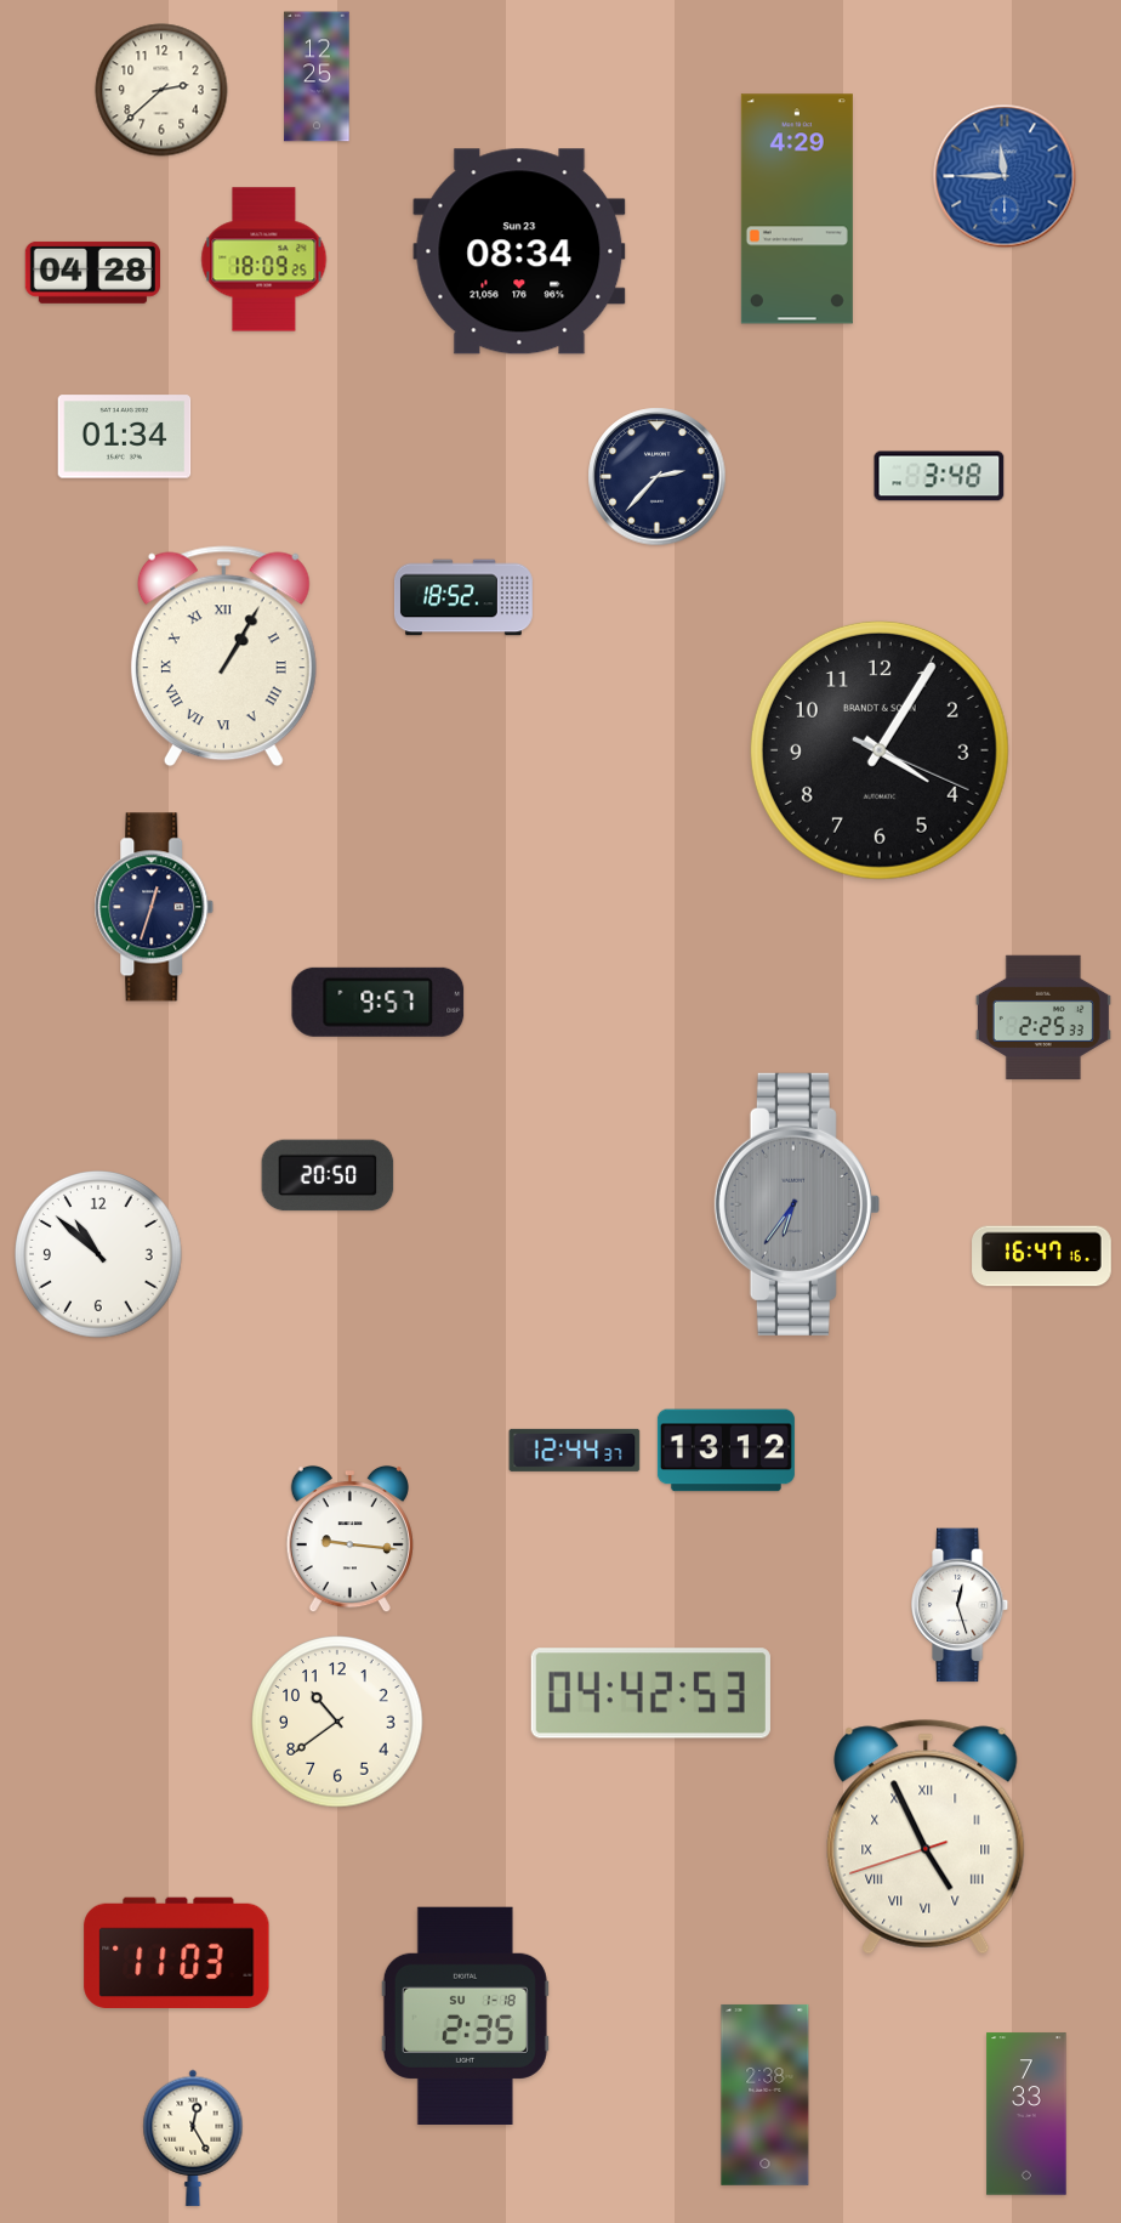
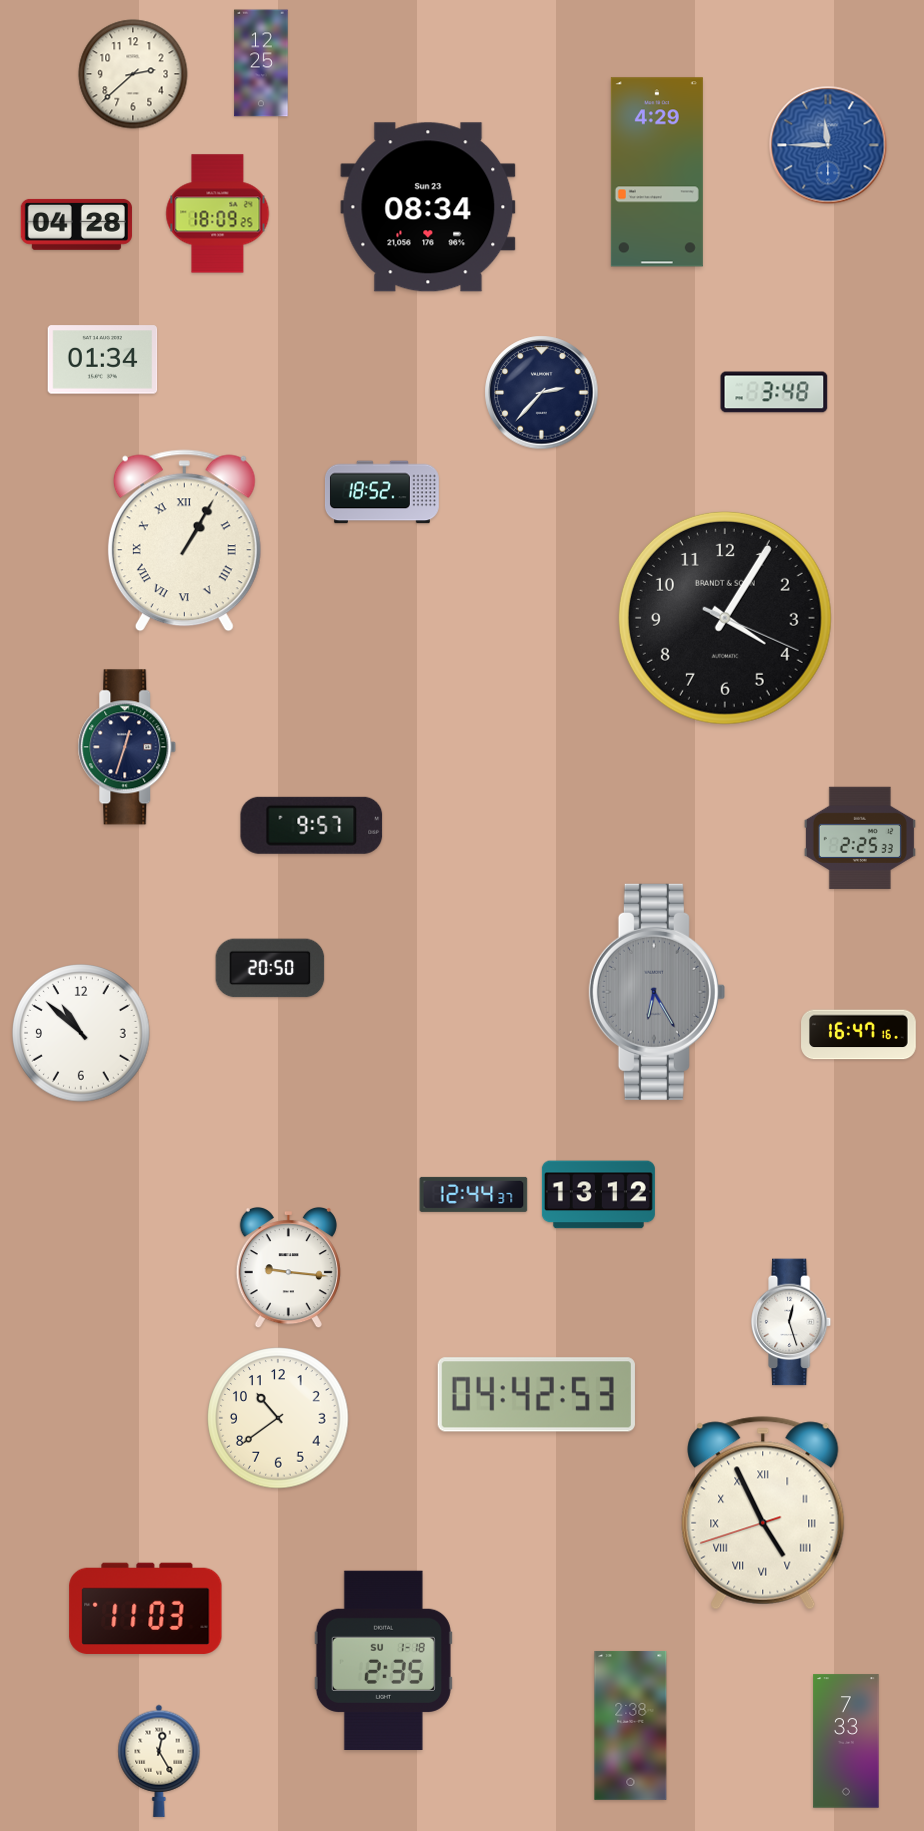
clock at (797, 1204): 6:36 -> 6:25
